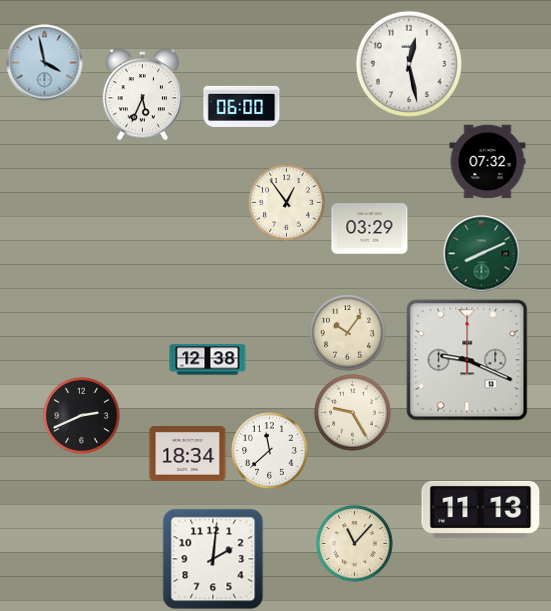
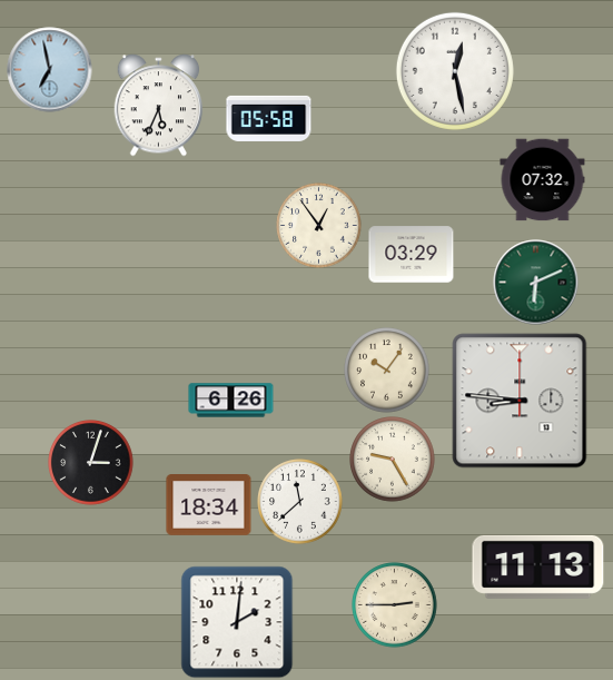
clock at (45, 63): 3:58 -> 6:58
clock at (242, 106): 06:00 -> 05:58
clock at (482, 254): 8:11 -> 6:11
clock at (208, 360): 12:38 -> 6:26
clock at (467, 360): 9:19 -> 8:46
clock at (82, 416): 2:41 -> 3:03
clock at (481, 509) position: (481, 509) -> (538, 566)
clock at (355, 544): 11:07 -> 2:45
